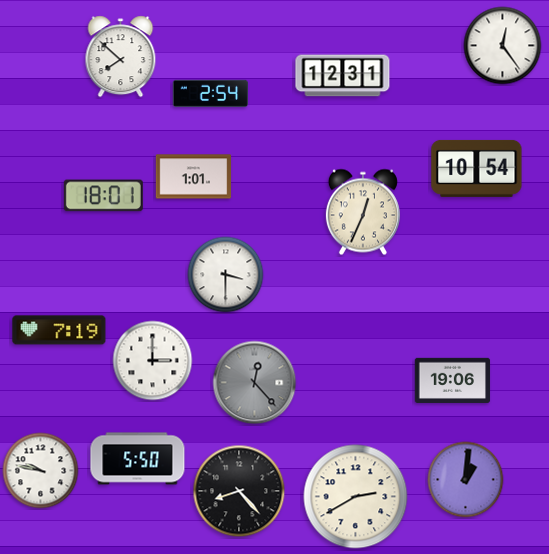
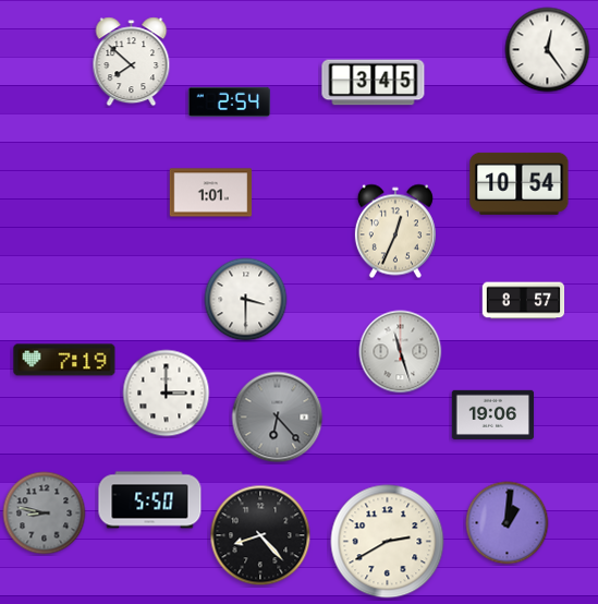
clock at (343, 76): 12:31 -> 3:45
clock at (103, 196): 18:01 -> none
clock at (524, 301): none -> 8:57
clock at (401, 352): none -> 11:27
clock at (255, 383): 12:23 -> 6:23
clock at (41, 471): 9:47 -> 8:47
clock at (41, 471) dial: white -> grey
